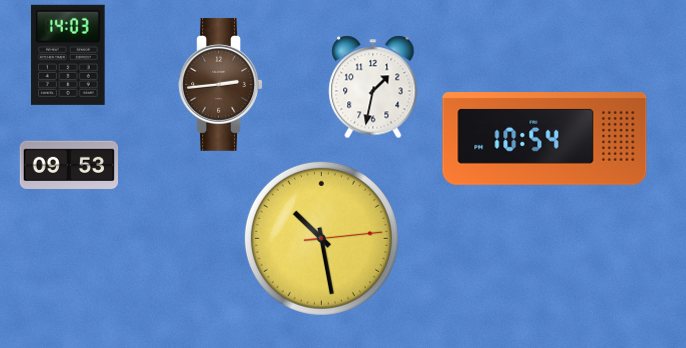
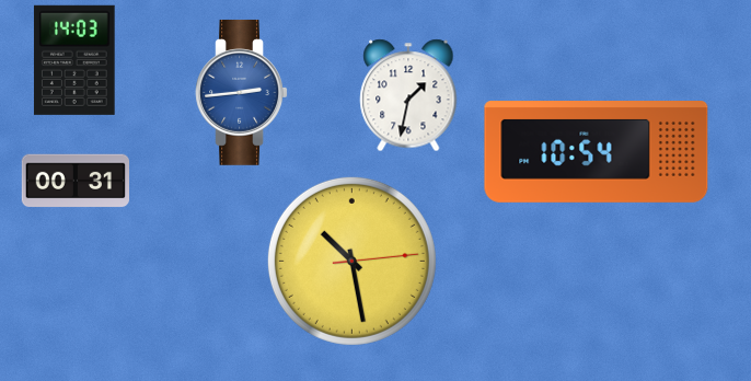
clock at (220, 84) dial: brown -> blue
clock at (68, 165): 09:53 -> 00:31
